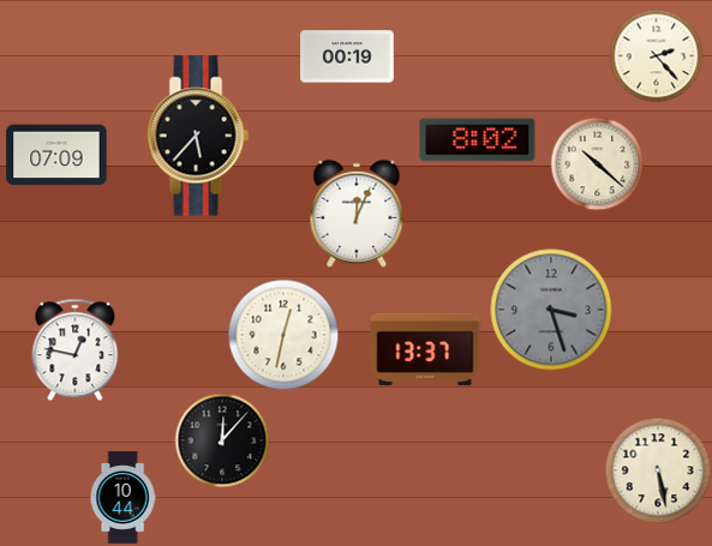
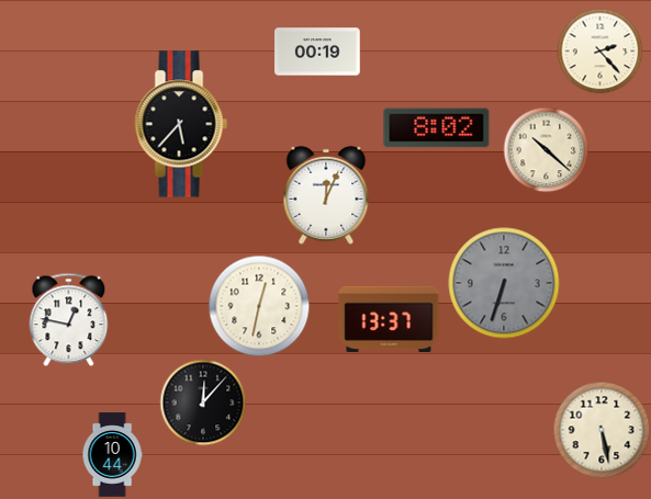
clock at (56, 155): 07:09 -> none
clock at (551, 310): 3:27 -> 6:33
